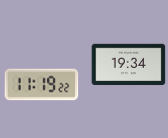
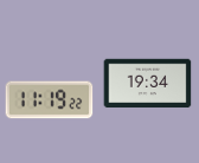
clock at (129, 65) position: (129, 65) -> (148, 84)
